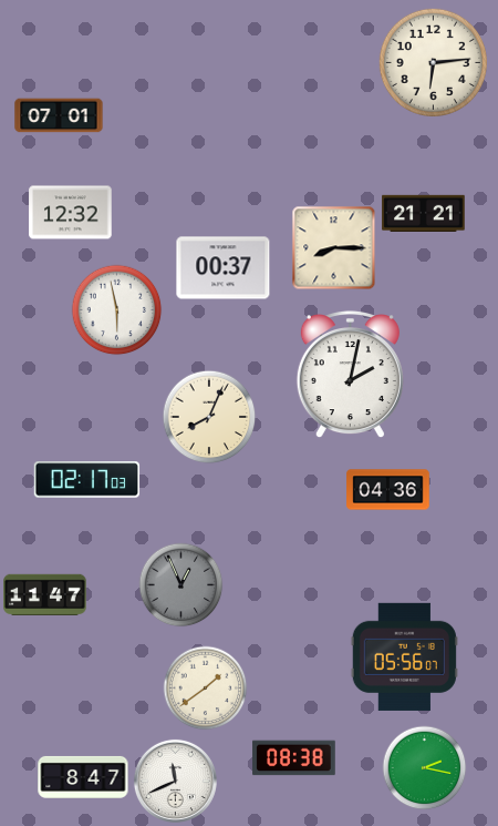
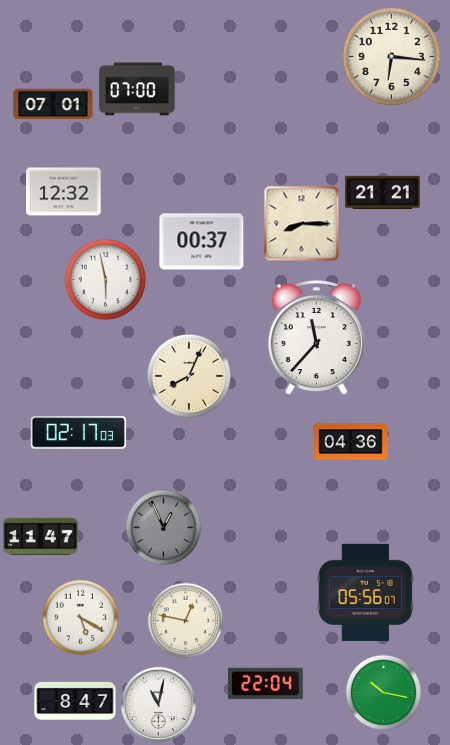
clock at (433, 62): 6:14 -> 6:16
clock at (137, 89): none -> 07:00
clock at (350, 375): 2:02 -> 11:37
clock at (81, 618): none -> 5:20
clock at (206, 689): 1:39 -> 12:47
clock at (294, 758): 08:38 -> 22:04
clock at (425, 768): 2:17 -> 10:17
clock at (175, 781): 11:41 -> 11:02
